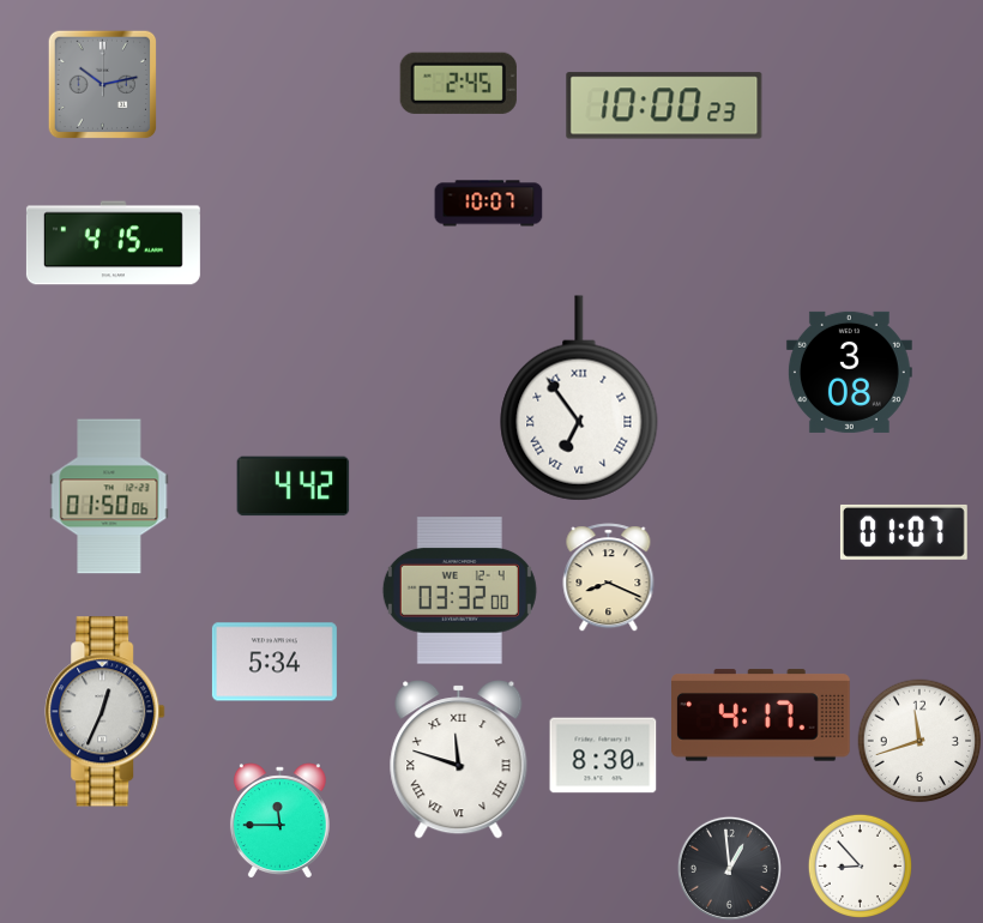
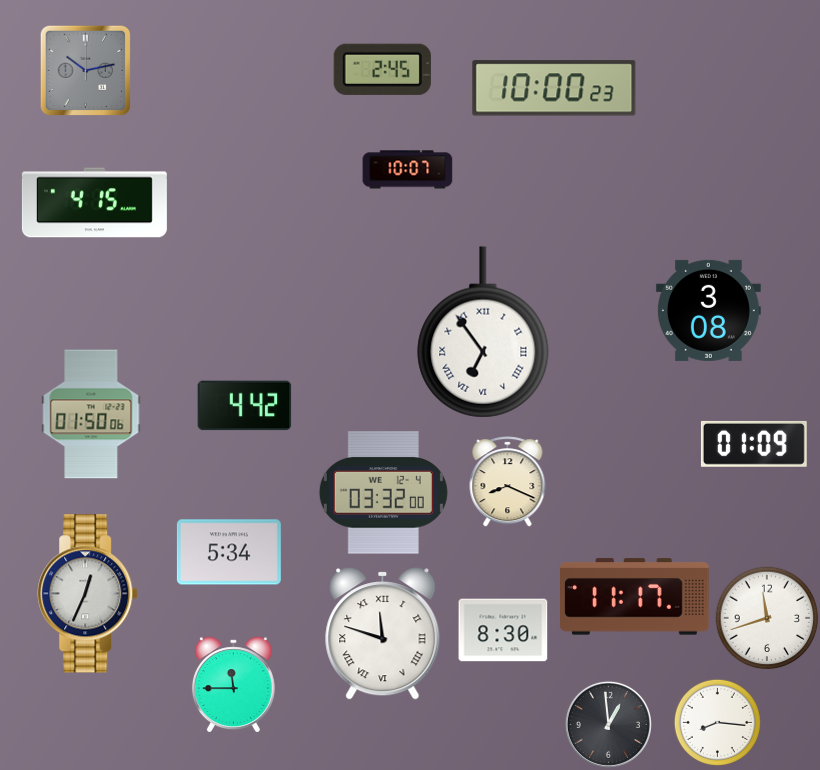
clock at (904, 532): 01:07 -> 01:09
clock at (761, 716): 4:17 -> 11:17
clock at (860, 865): 8:53 -> 8:16
